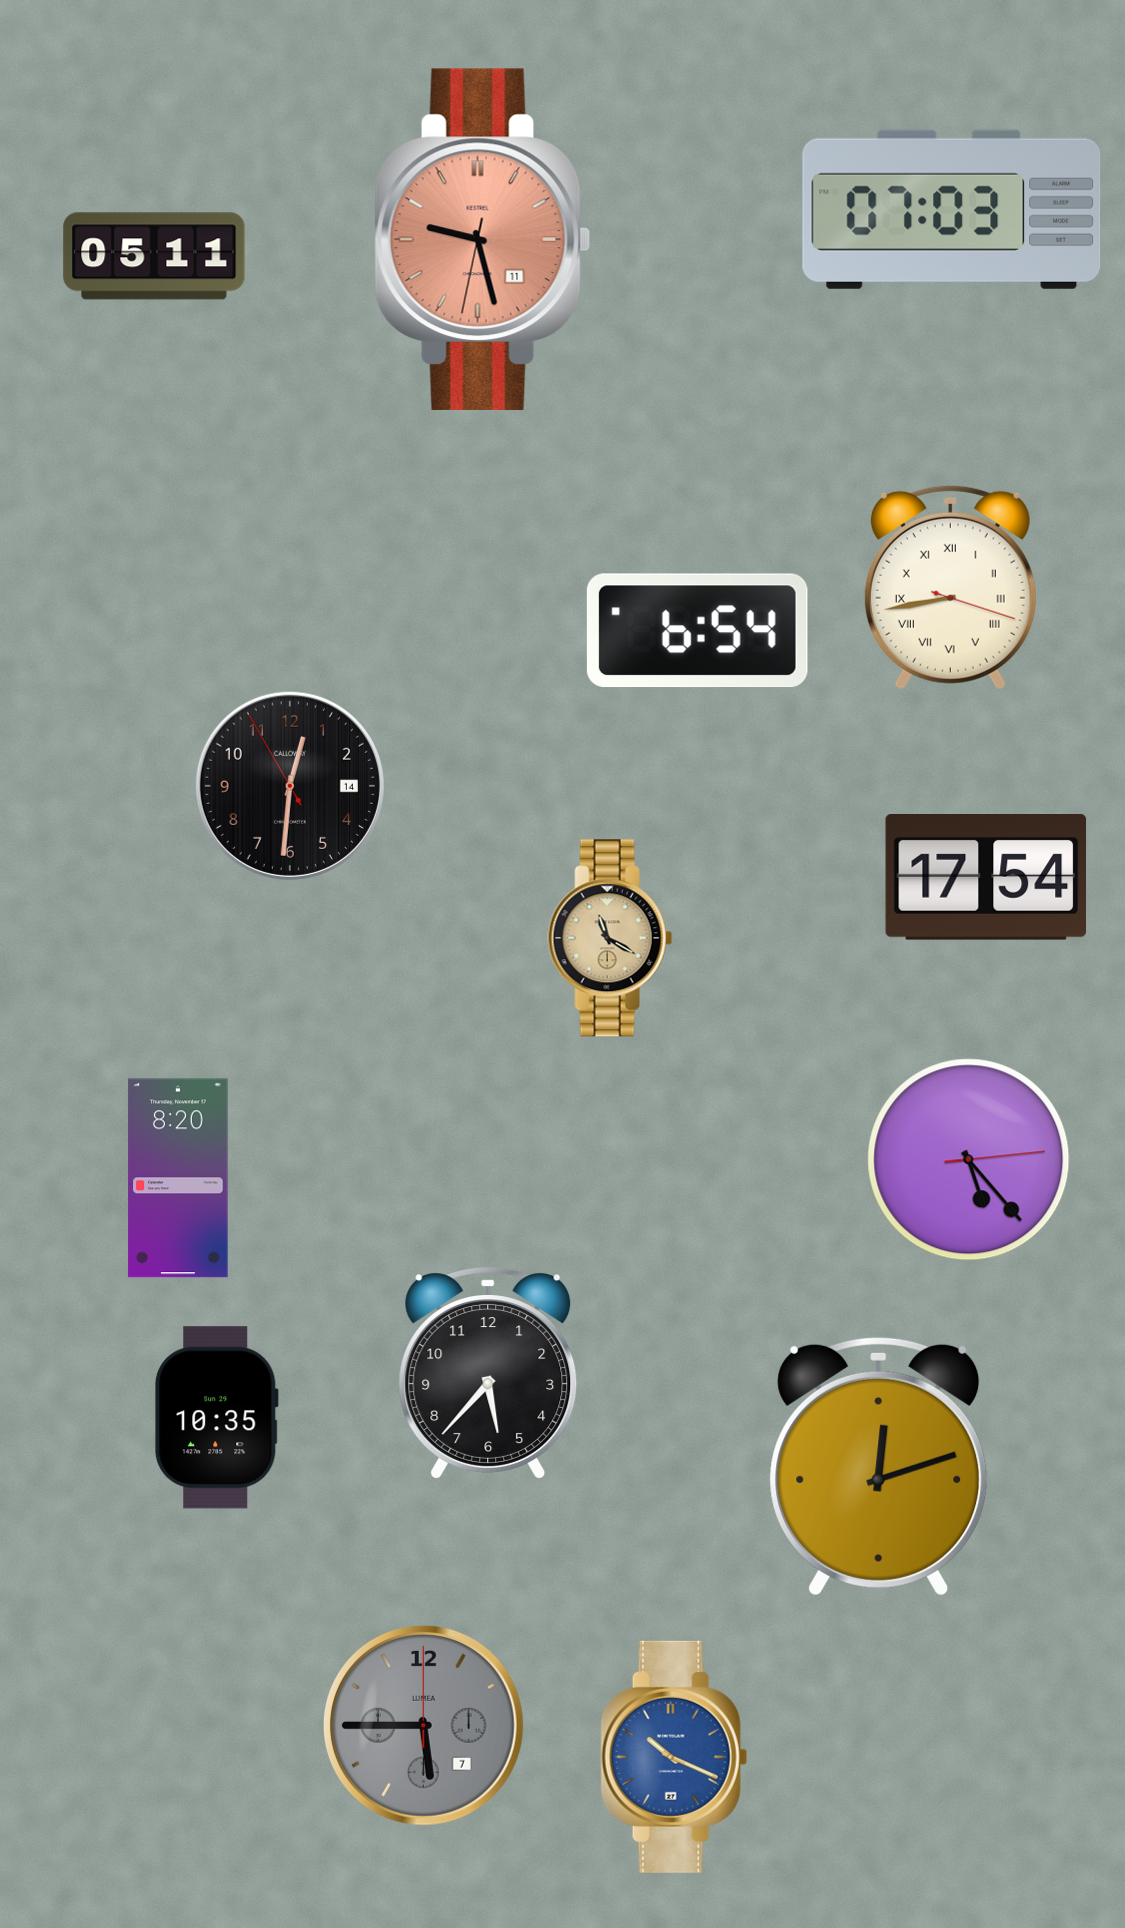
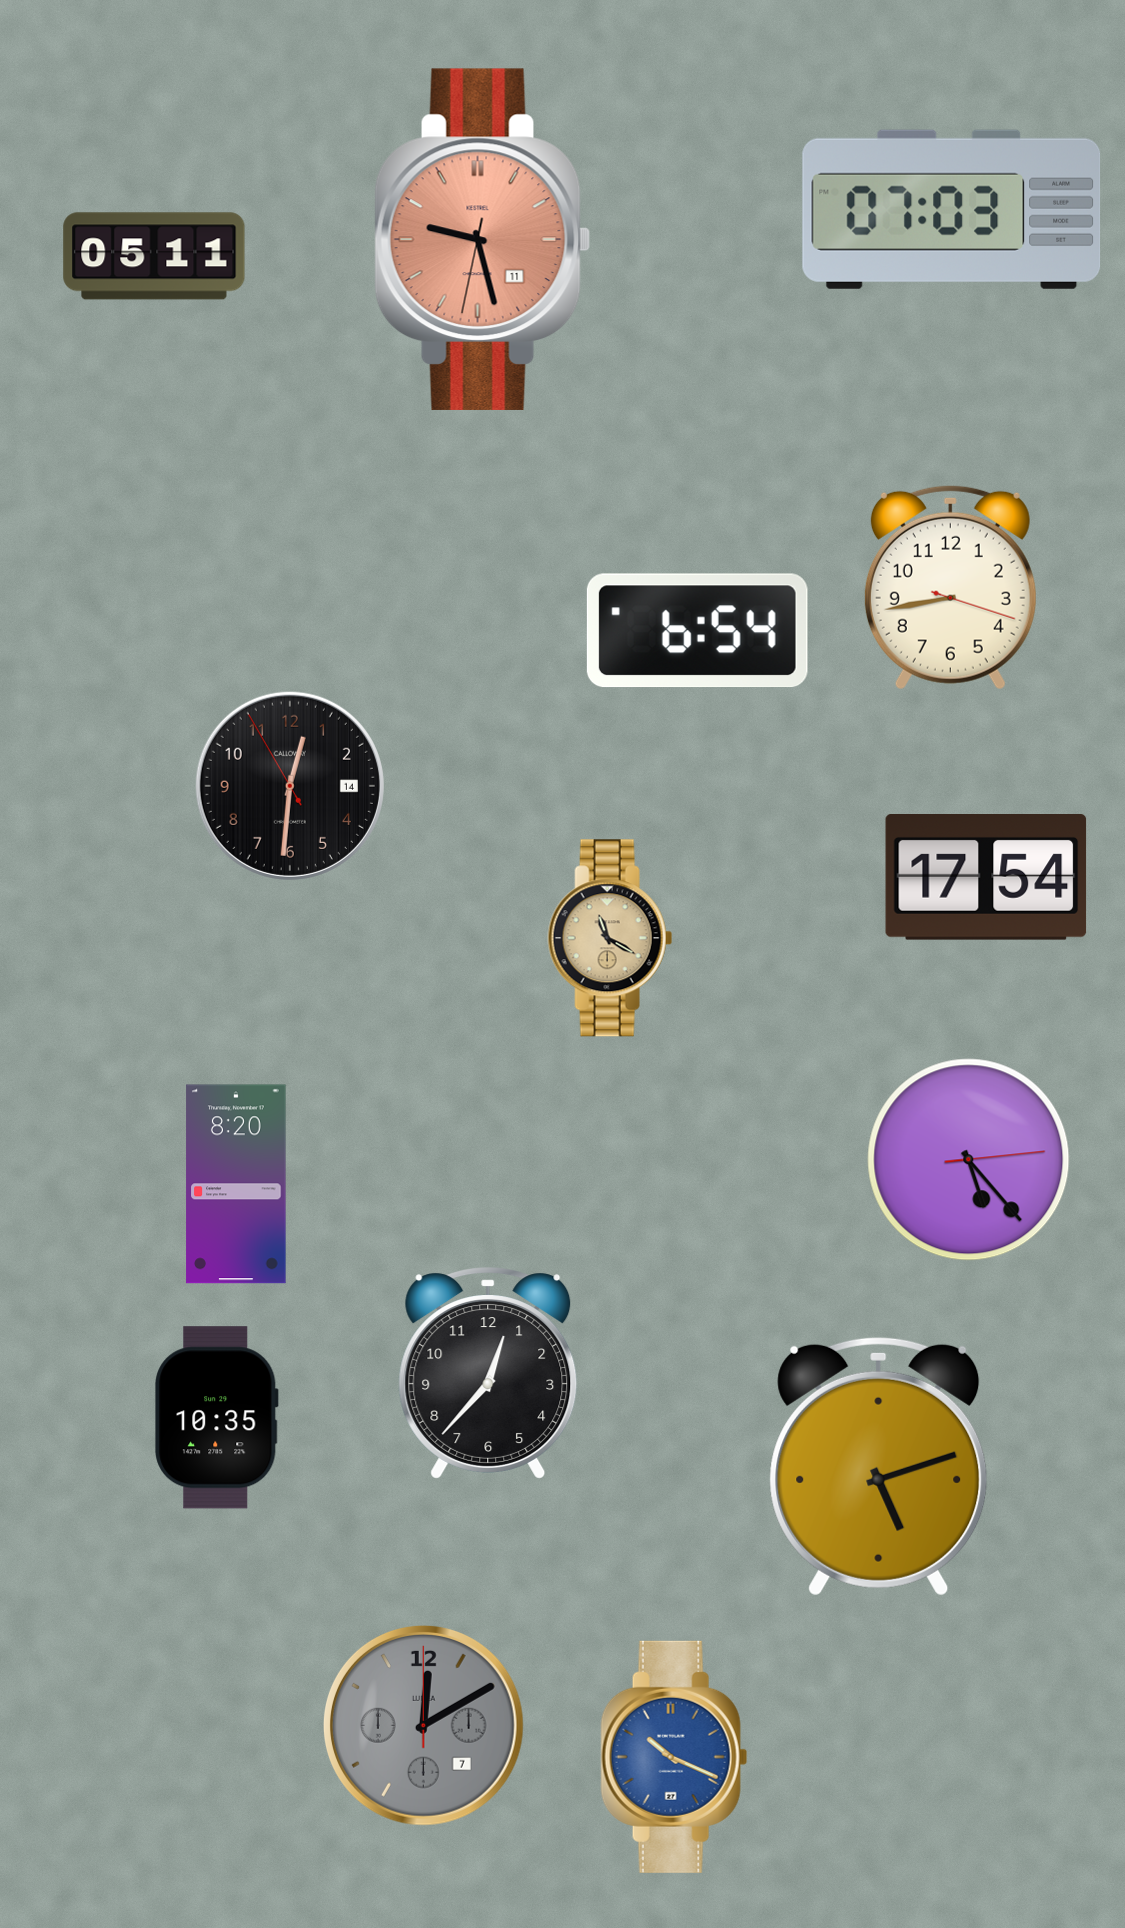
clock at (950, 587) numerals: Roman -> Arabic
clock at (178, 1178) position: (178, 1178) -> (236, 1184)
clock at (488, 1373): 5:37 -> 12:37
clock at (879, 1466): 12:12 -> 5:12
clock at (424, 1726): 5:45 -> 12:10
